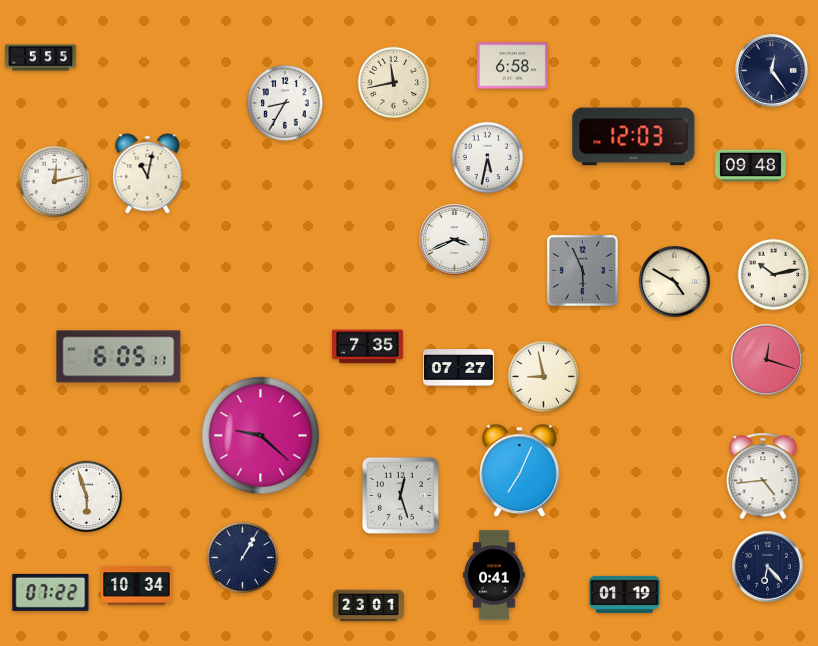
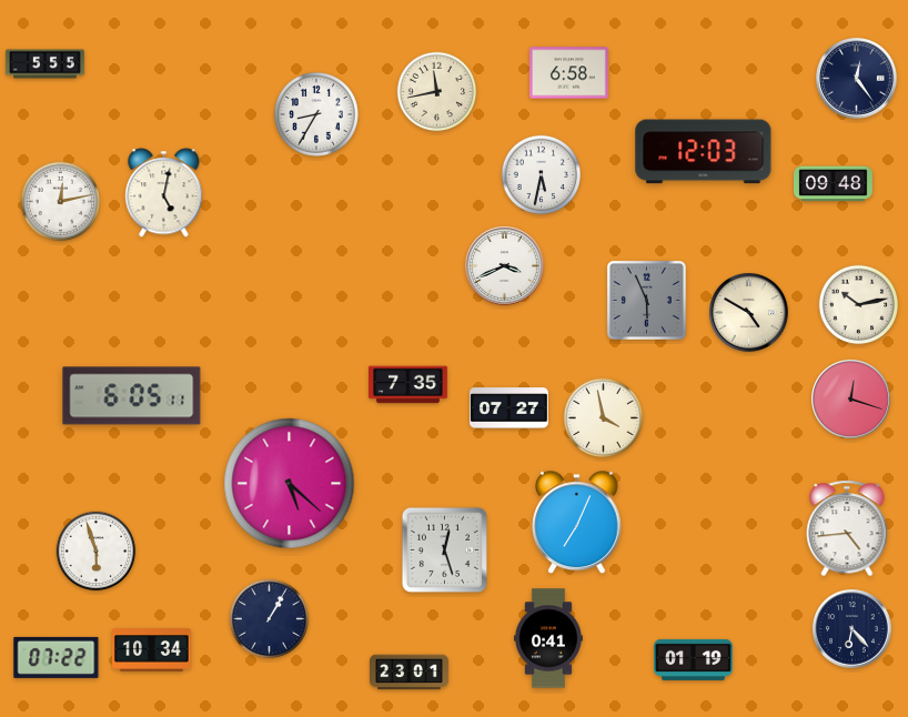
clock at (148, 174): 11:02 -> 5:02
clock at (544, 377): 8:58 -> 3:58
clock at (261, 436): 9:22 -> 5:22
